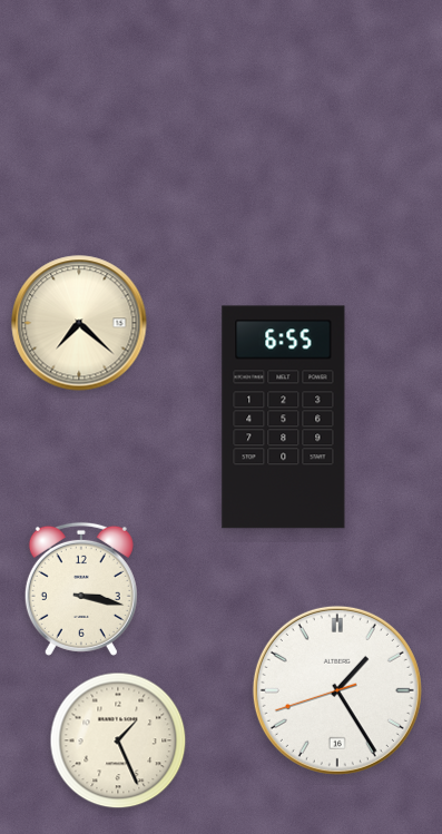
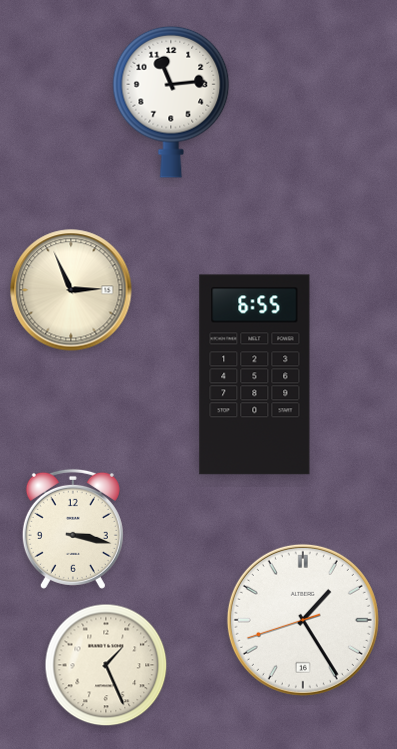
clock at (171, 102): none -> 11:14
clock at (79, 323): 7:22 -> 2:56
